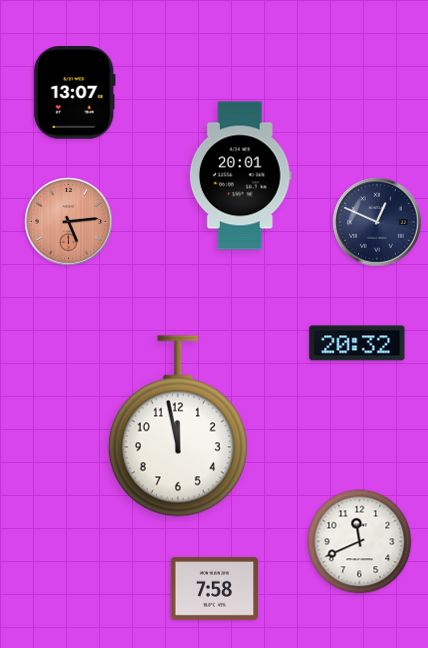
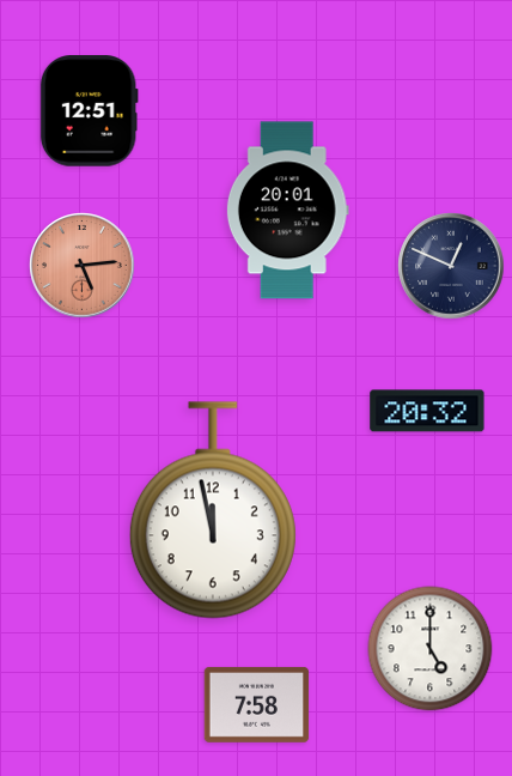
clock at (74, 93): 13:07 -> 12:51
clock at (360, 542): 11:41 -> 5:00
